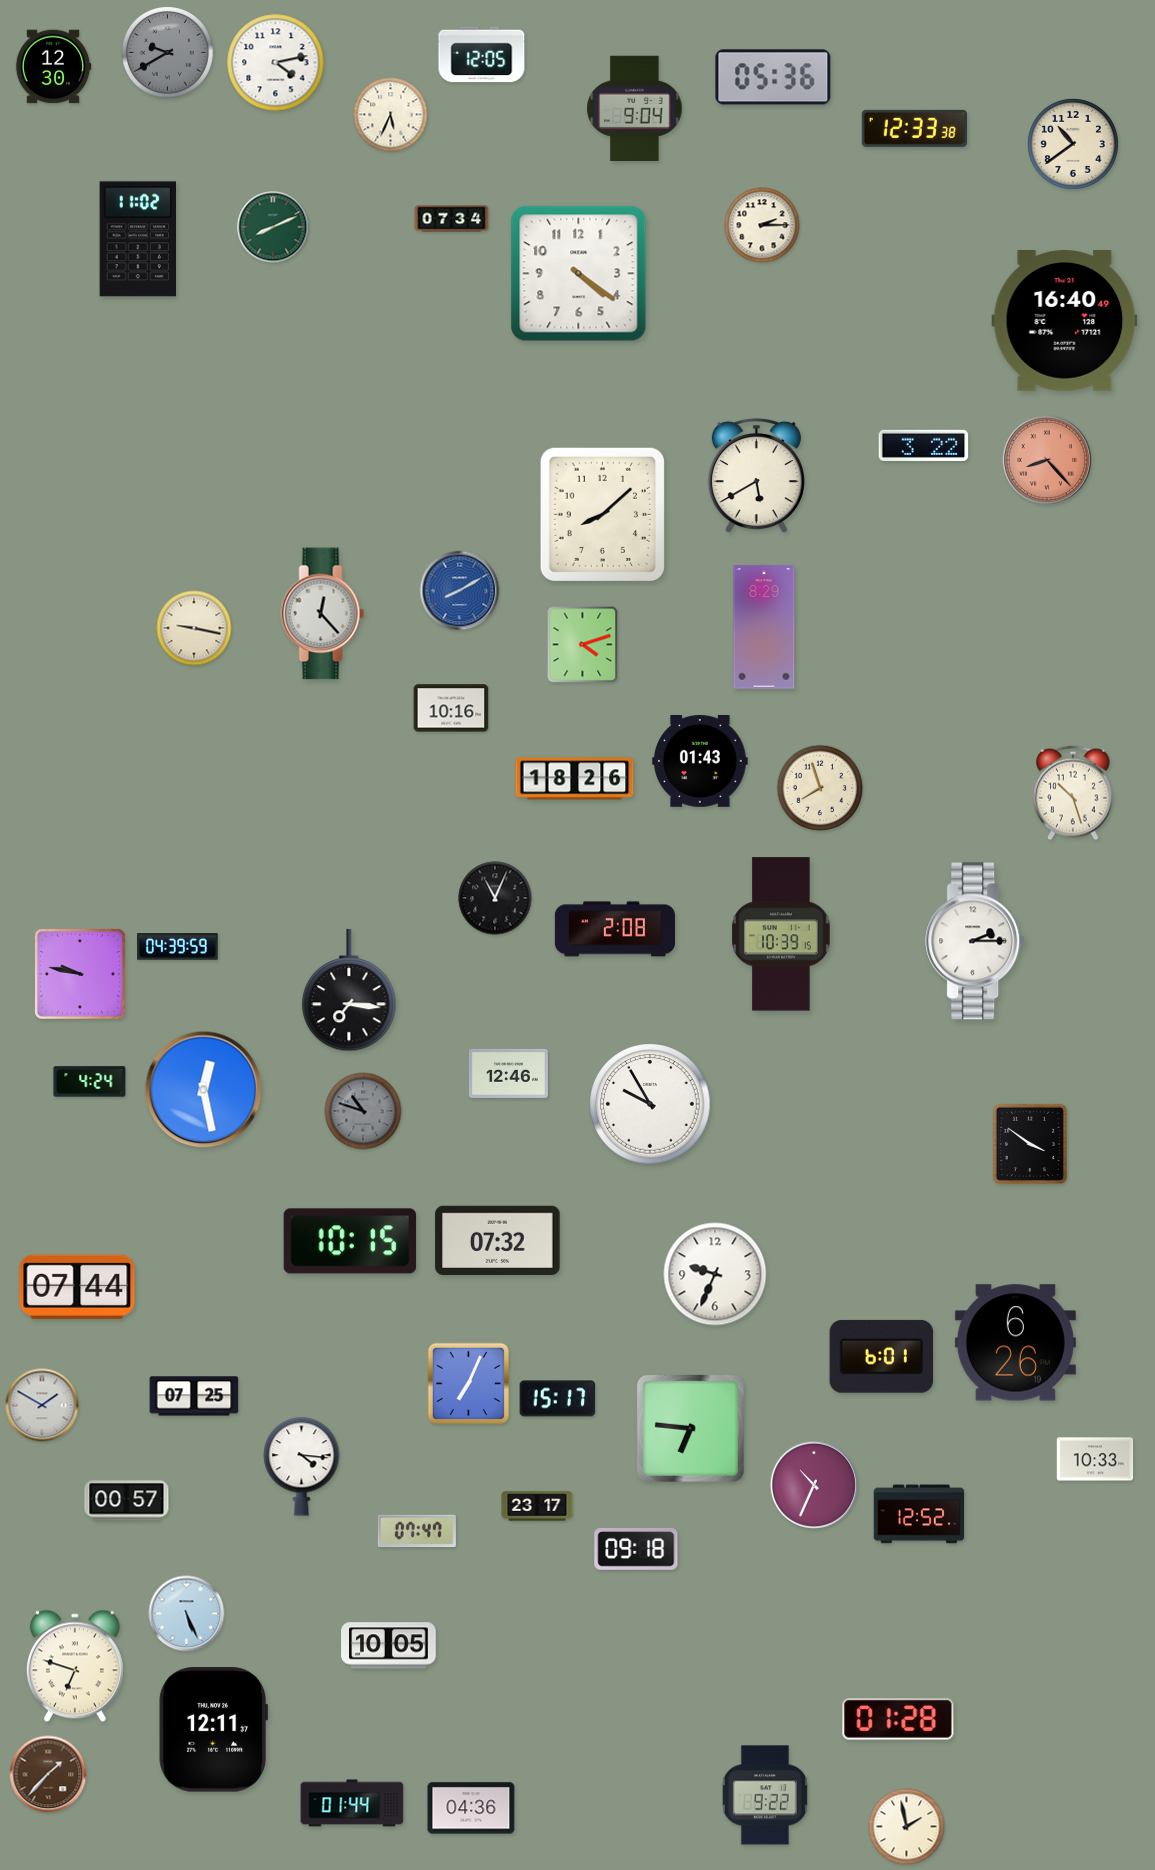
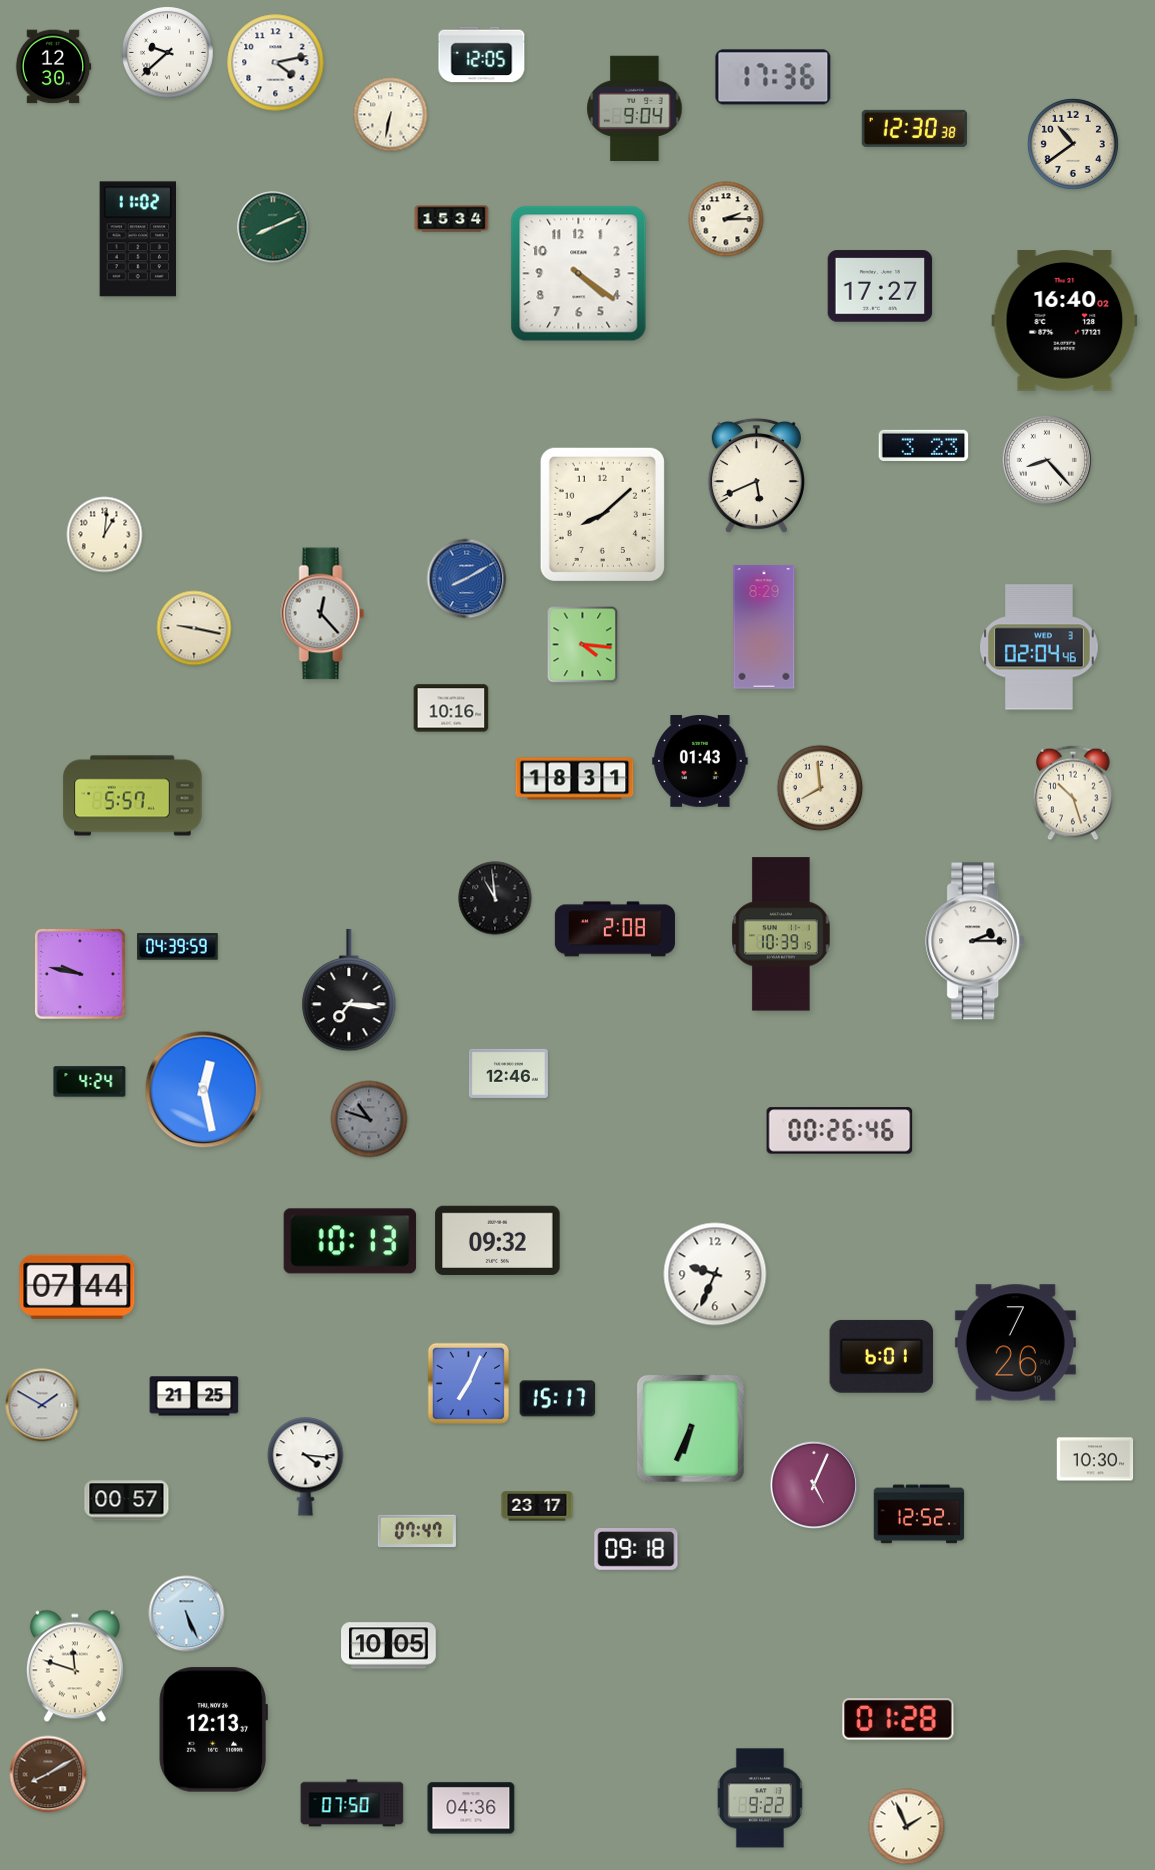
clock at (167, 52): 9:40 -> 9:38
clock at (167, 52) dial: grey -> white
clock at (773, 77): 05:36 -> 17:36
clock at (391, 115): 5:34 -> 6:32
clock at (914, 128): 12:33 -> 12:30
clock at (452, 219): 07:34 -> 15:34
clock at (762, 225) position: (762, 225) -> (726, 219)
clock at (880, 286): none -> 17:27
clock at (1065, 321): 16:40:49 -> 16:40:02
clock at (924, 445): 3:22 -> 3:23
clock at (1047, 460) dial: salmon -> white
clock at (756, 476): 5:40 -> 5:41
clock at (105, 535): none -> 1:01
clock at (460, 591) position: (460, 591) -> (467, 579)
clock at (583, 645): 4:12 -> 4:16
clock at (1039, 647): none -> 02:04
clock at (575, 779): 18:26 -> 18:31
clock at (820, 788): 7:57 -> 7:59
clock at (133, 796): none -> 5:57
clock at (495, 898): 11:04 -> 10:59
clock at (650, 1104): 9:55 -> none
clock at (363, 1111) position: (363, 1111) -> (369, 1119)
clock at (840, 1131): none -> 00:26
clock at (1029, 1143): 3:51 -> none
clock at (498, 1240): 07:32 -> 09:32
clock at (350, 1241): 10:15 -> 10:13
clock at (1015, 1343): 6:26 -> 7:26
clock at (194, 1396): 07:25 -> 21:25
clock at (690, 1428): 6:46 -> 6:34
clock at (1095, 1459): 10:33 -> 10:30
clock at (302, 1467) position: (302, 1467) -> (306, 1467)
clock at (813, 1484): 10:34 -> 5:04
clock at (75, 1666): 6:48 -> 11:48
clock at (213, 1730): 12:11 -> 12:13
clock at (48, 1774): 1:37 -> 8:10
clock at (765, 1795) position: (765, 1795) -> (760, 1798)
clock at (352, 1803): 01:44 -> 07:50
clock at (907, 1827): 1:58 -> 1:56
